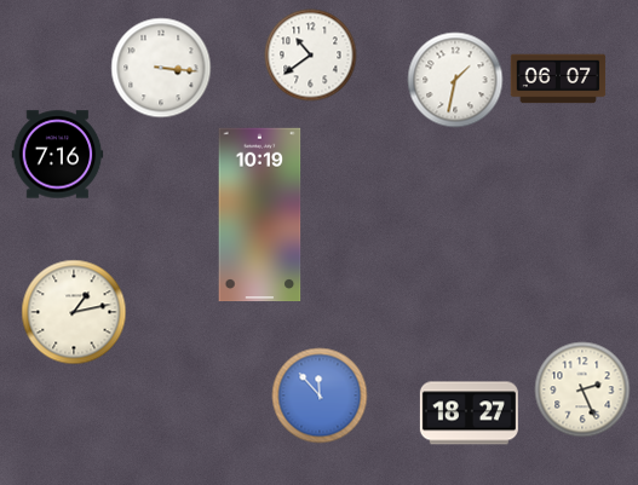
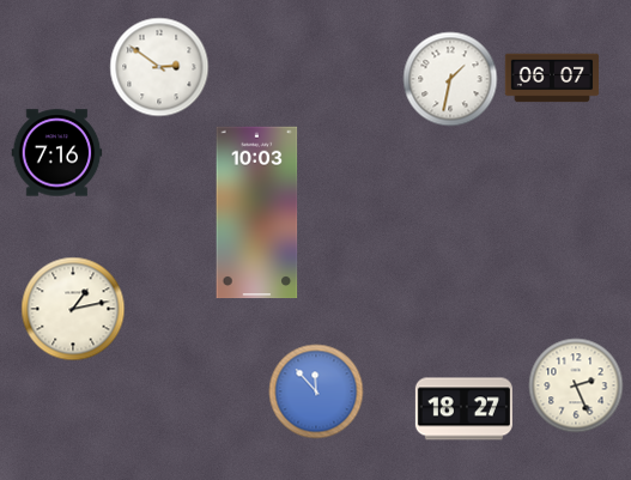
clock at (311, 56): 10:39 -> none
clock at (161, 68): 3:16 -> 2:51
clock at (260, 215): 10:19 -> 10:03
